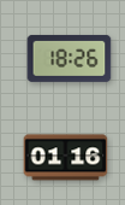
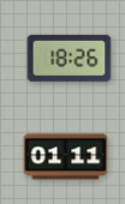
clock at (66, 158): 01:16 -> 01:11
